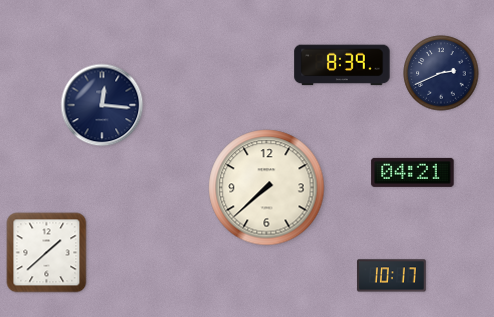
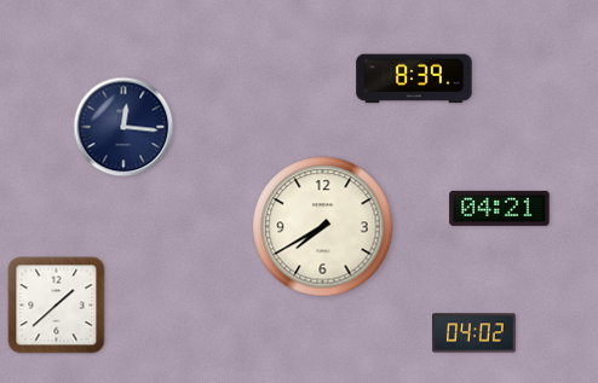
clock at (441, 73): 2:41 -> none
clock at (267, 188): 7:38 -> 7:40
clock at (391, 276): 10:17 -> 04:02
